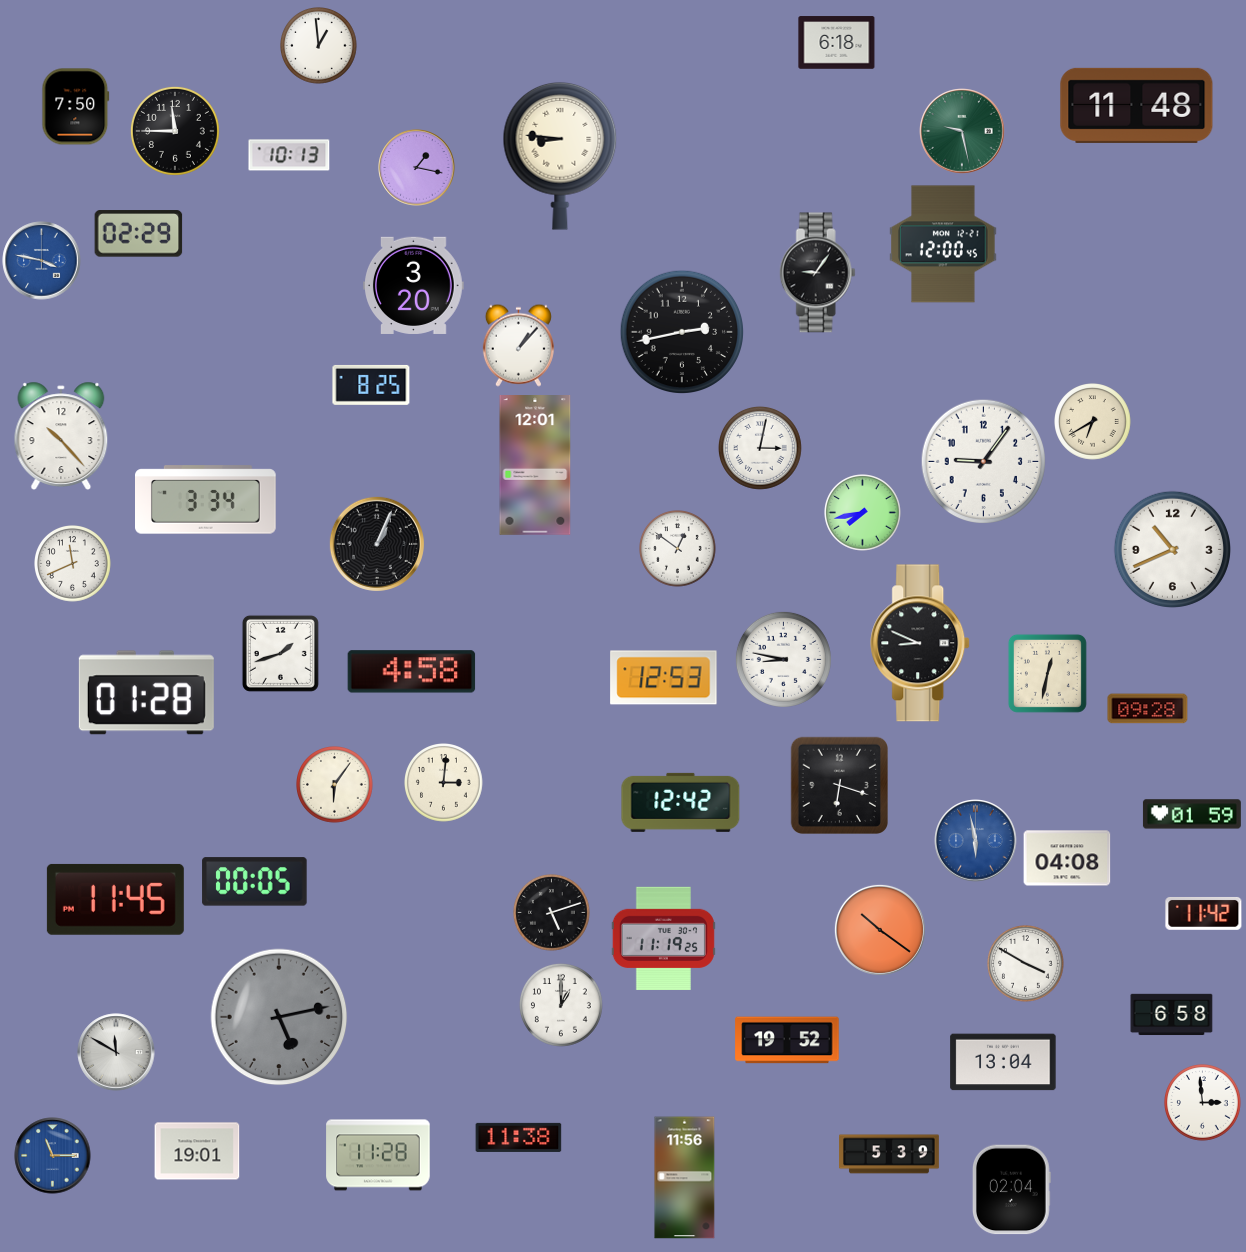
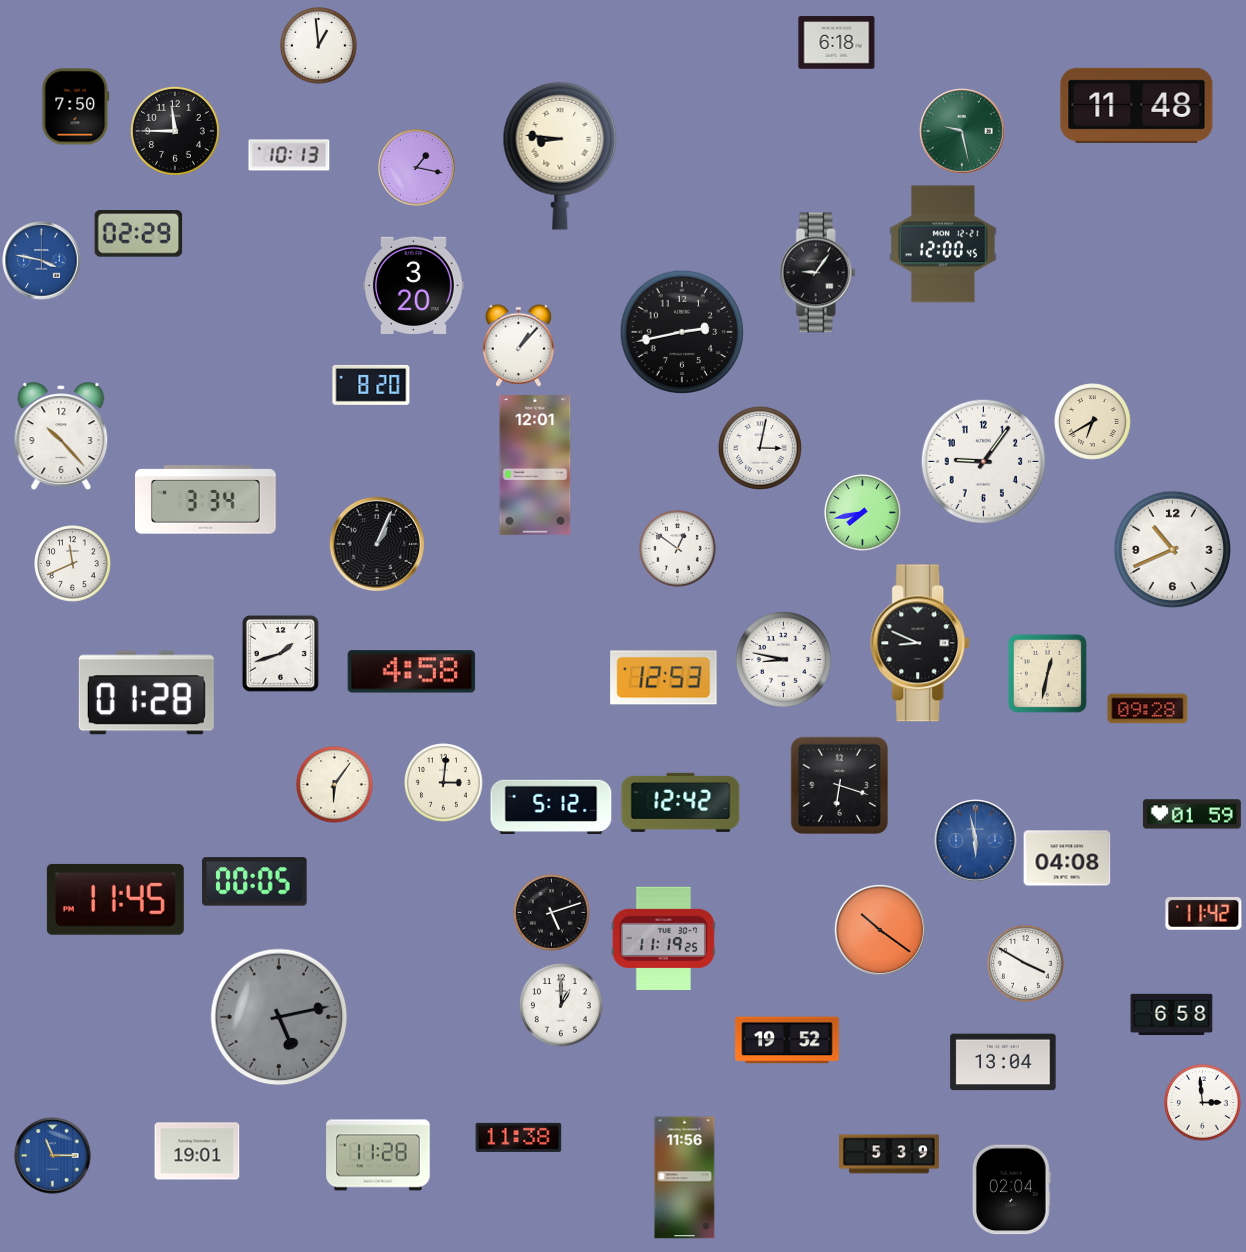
clock at (371, 385): 8:25 -> 8:20
clock at (551, 807): none -> 5:12
clock at (116, 1052): 11:50 -> none
